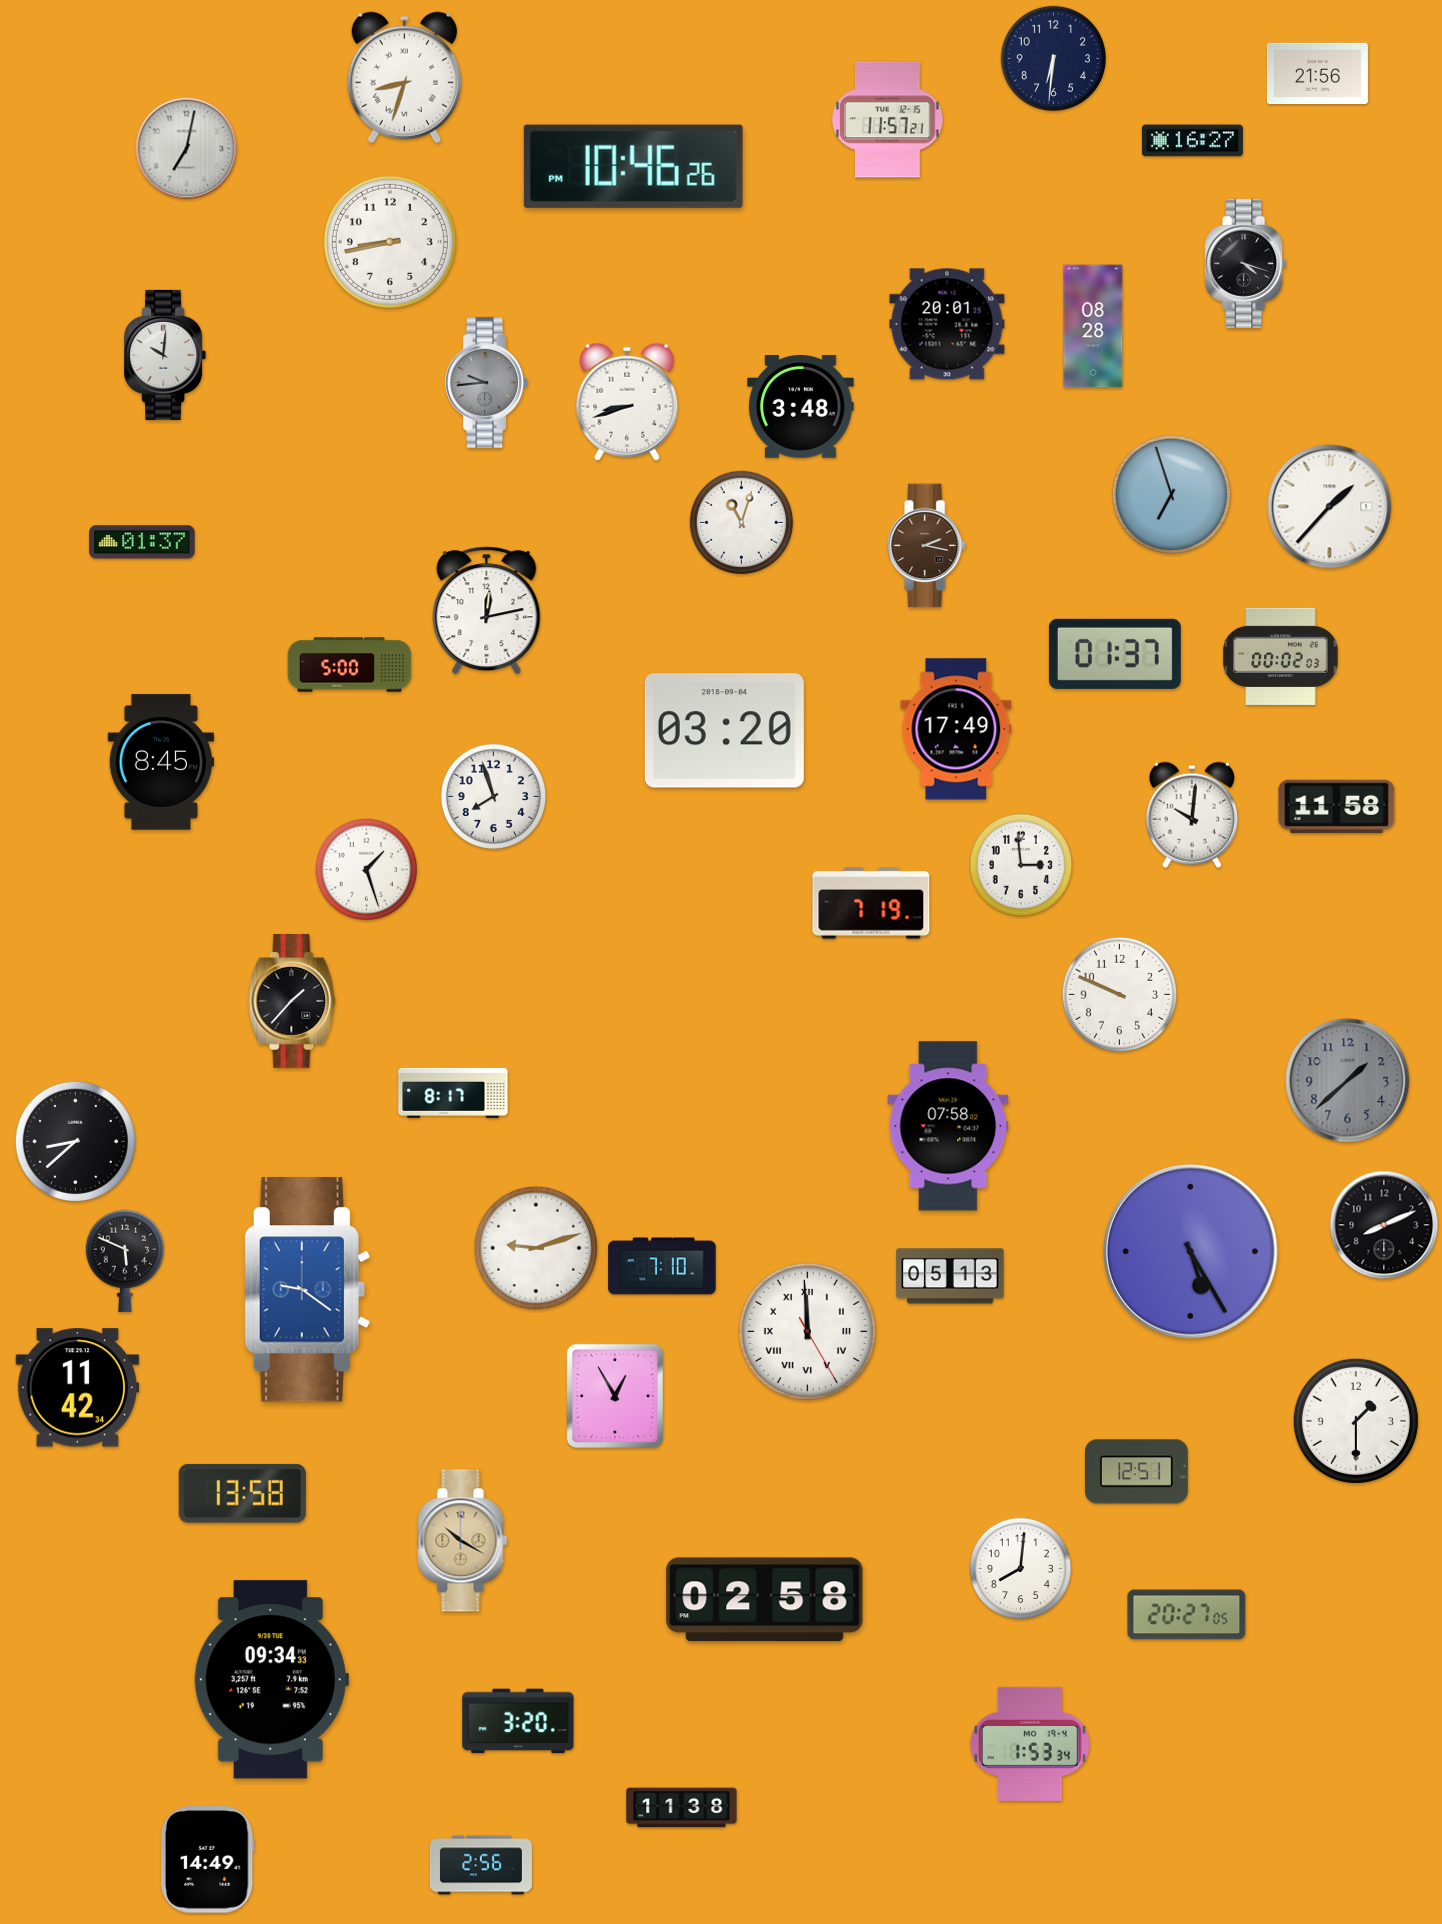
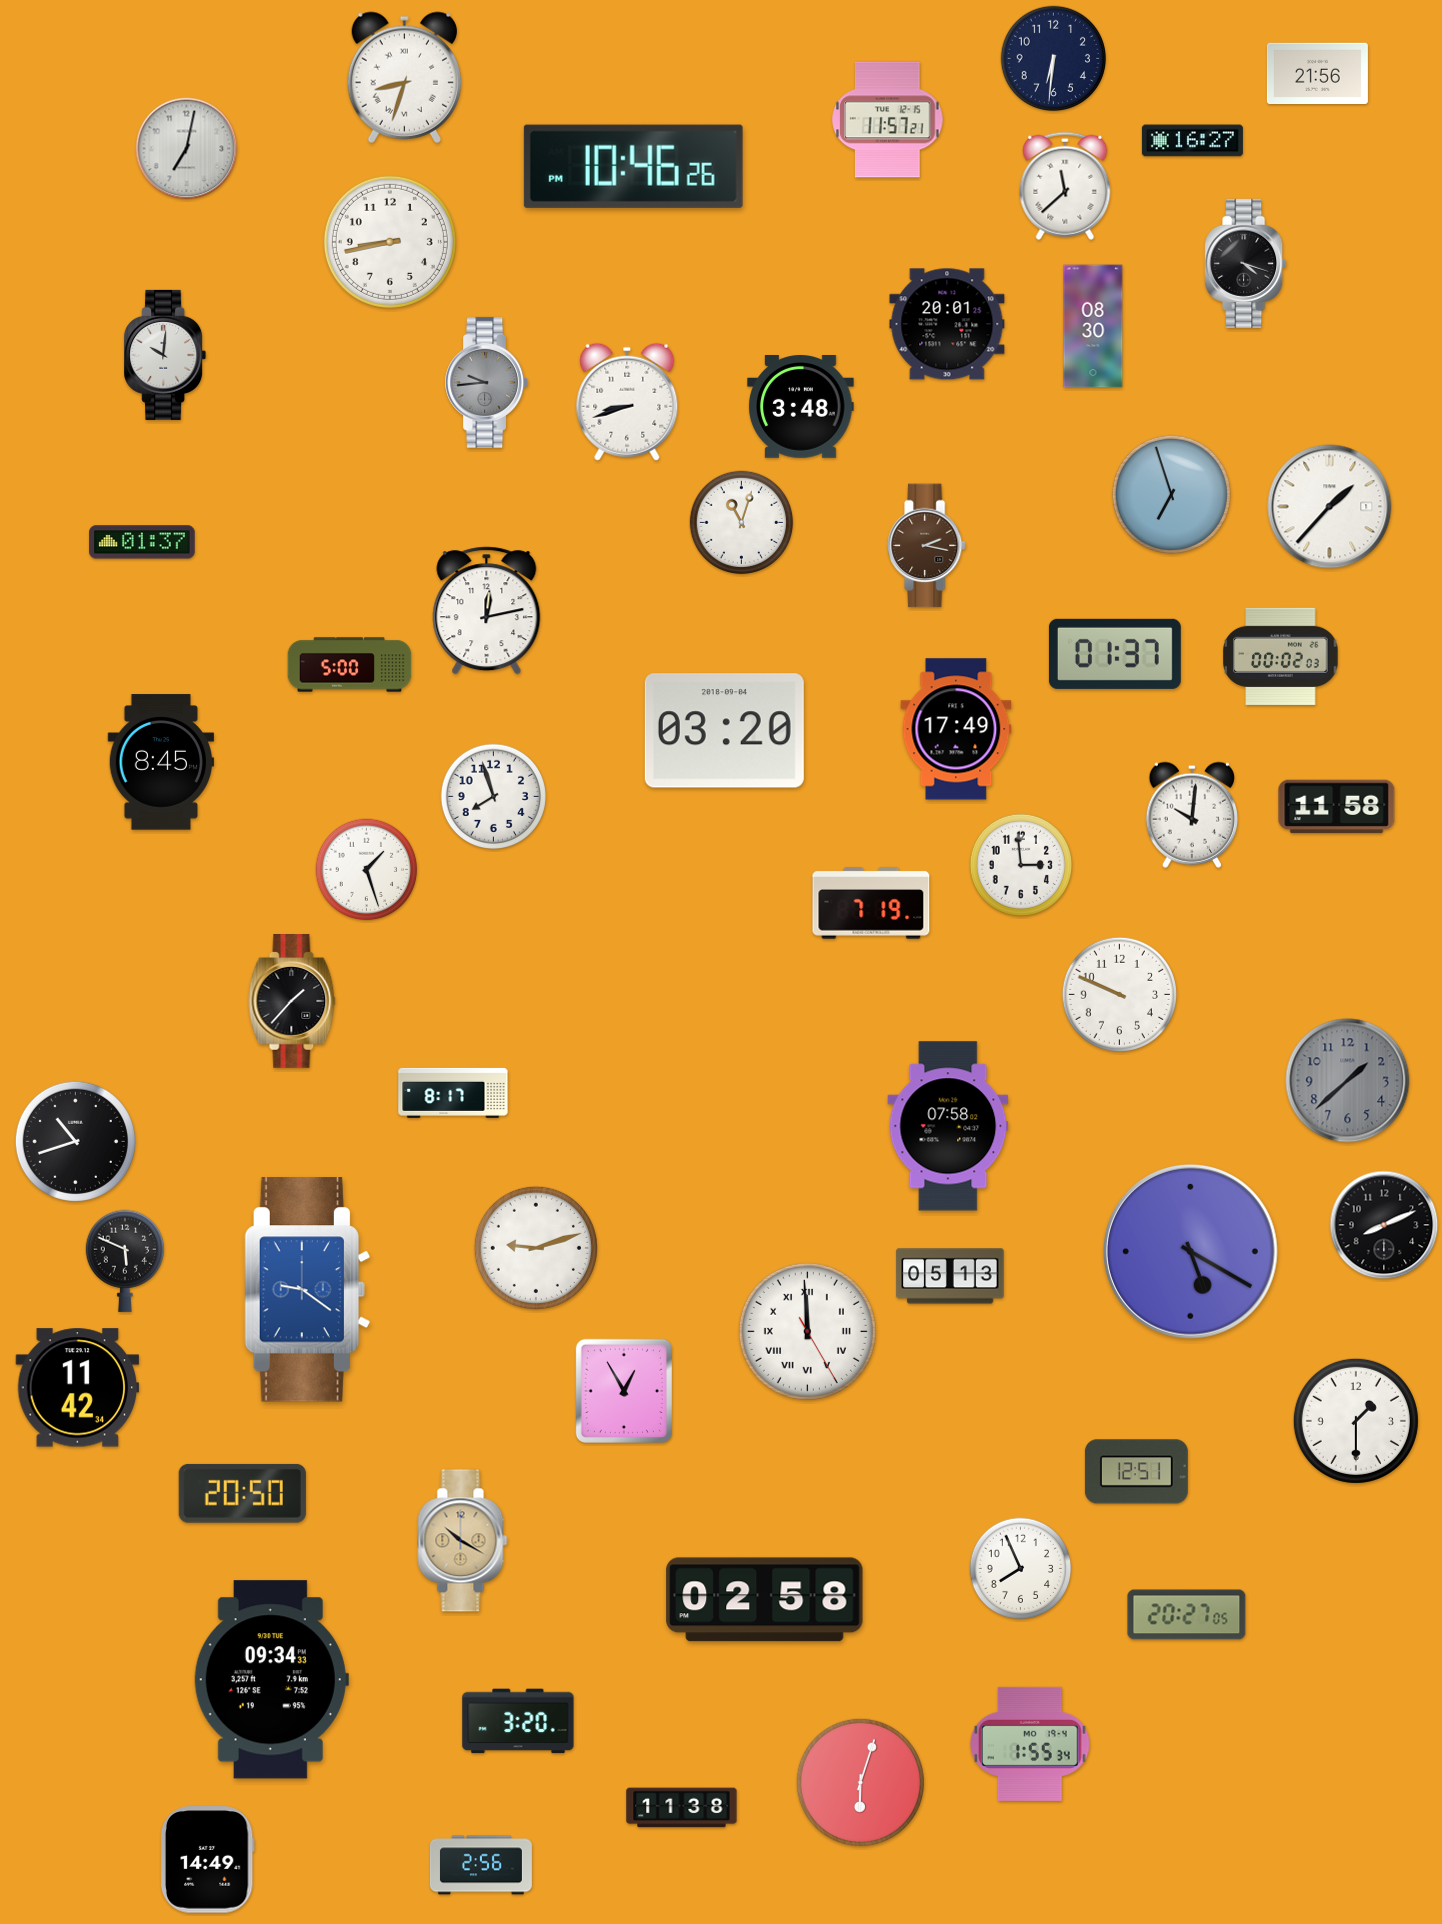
clock at (1065, 186): none -> 11:38
clock at (1093, 326): 08:28 -> 08:30
clock at (75, 1141): 8:38 -> 10:42
clock at (1190, 1251): 5:25 -> 5:20
clock at (662, 1266): 7:10 -> none
clock at (615, 1396) position: (615, 1396) -> (624, 1391)
clock at (242, 1493): 13:58 -> 20:50
clock at (1021, 1569): 8:01 -> 7:56
clock at (1031, 1744): 1:53 -> 1:55
clock at (860, 1782): none -> 6:03
